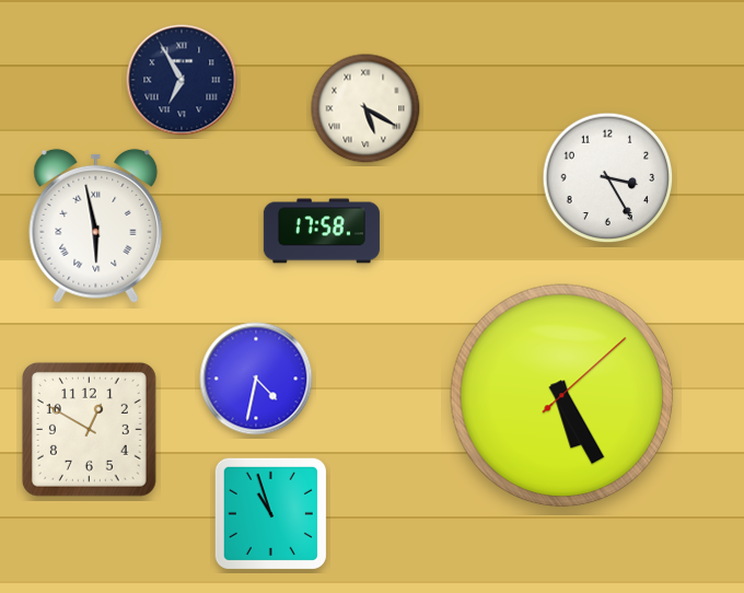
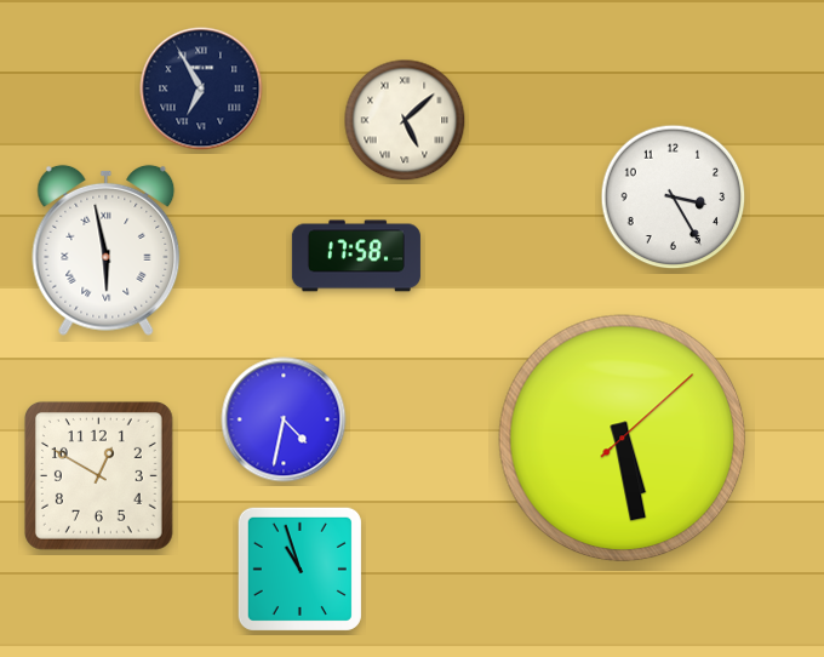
clock at (365, 108): 5:20 -> 5:08
clock at (562, 396): 5:25 -> 5:28
